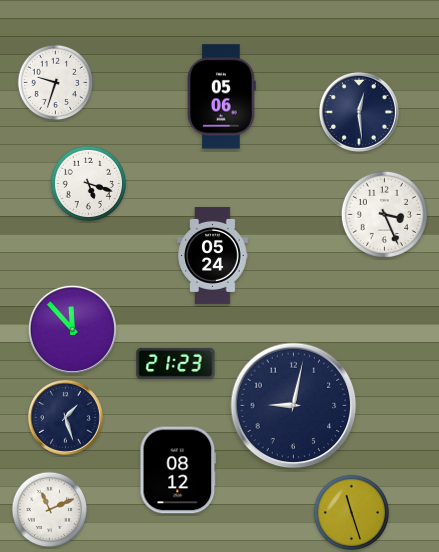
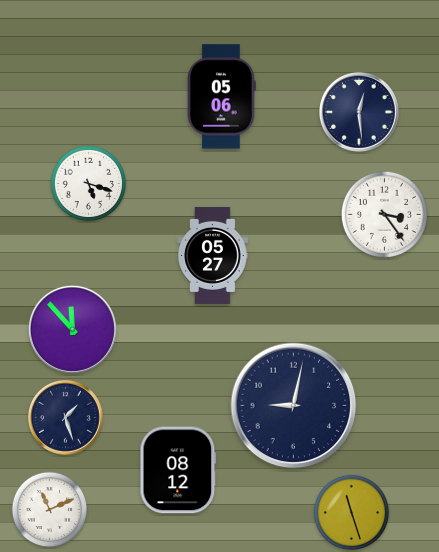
clock at (56, 83): 9:33 -> none
clock at (384, 214): 3:26 -> 3:24
clock at (213, 255): 05:24 -> 05:27
clock at (176, 363): 21:23 -> none
